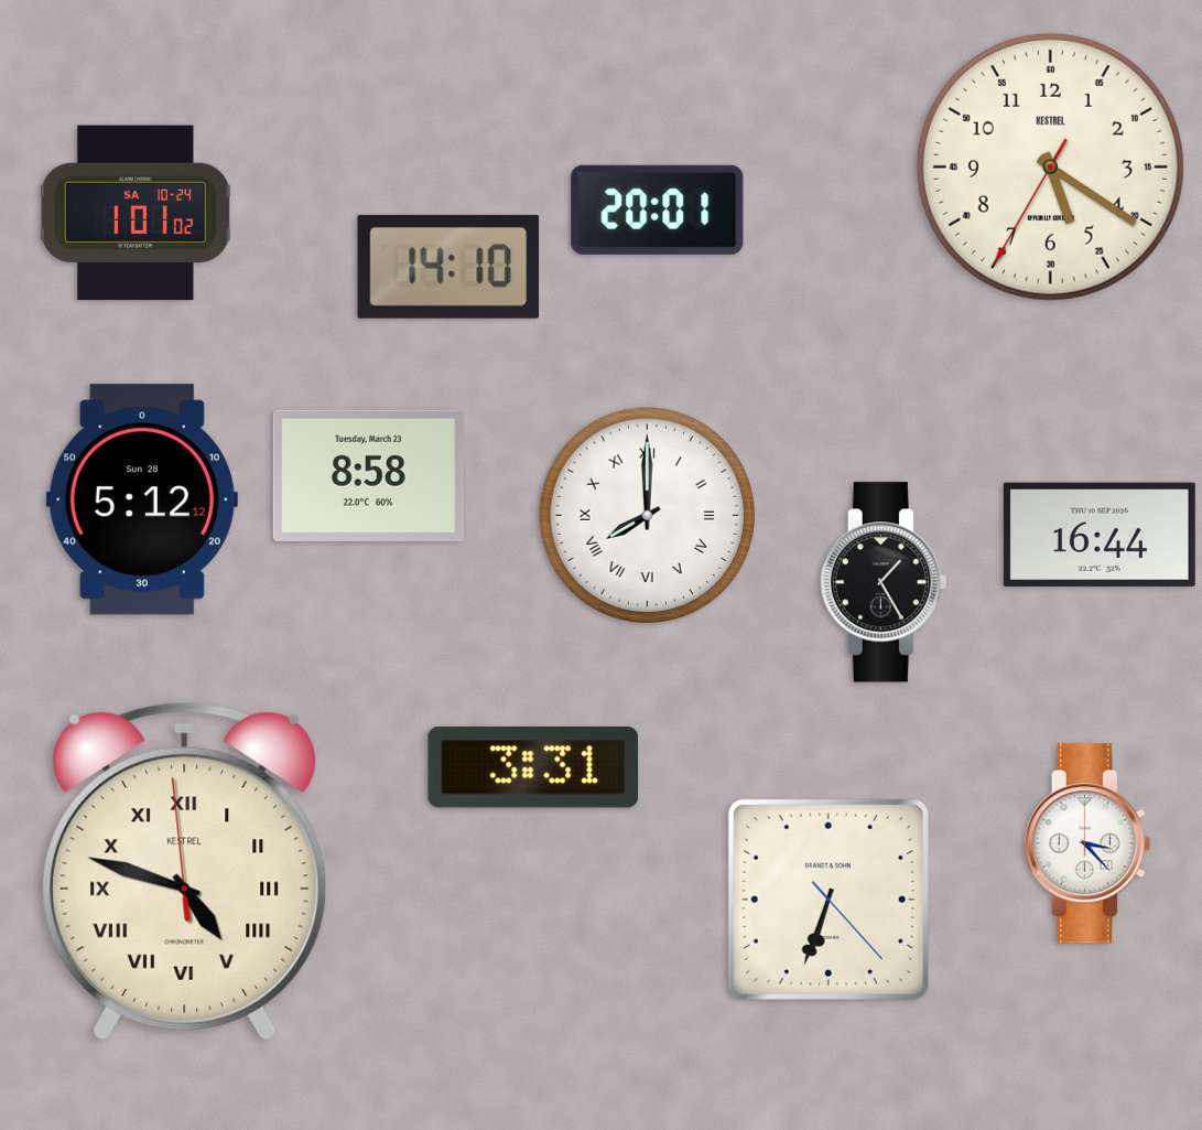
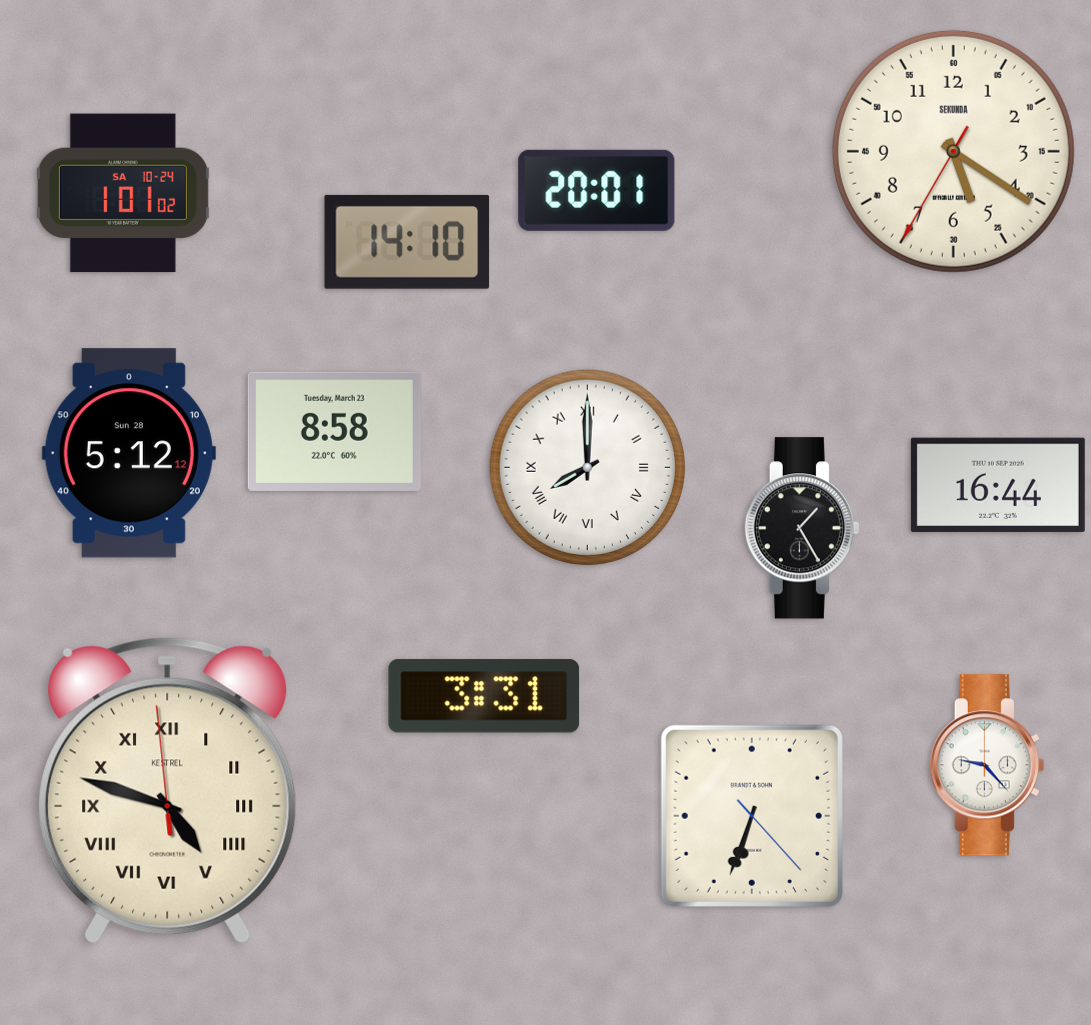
clock at (1050, 166) brand: KESTREL -> SEKUNDA
clock at (1087, 843): 3:23 -> 9:23
